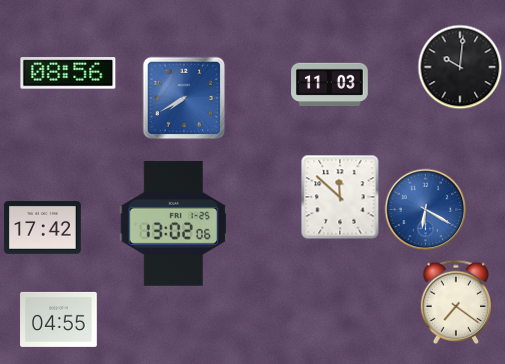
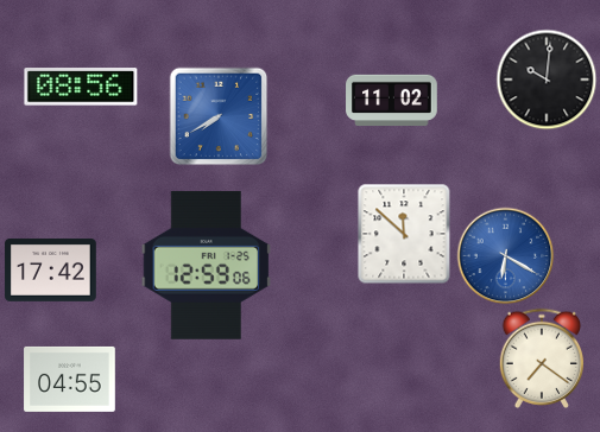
clock at (330, 85): 11:03 -> 11:02
clock at (425, 209) position: (425, 209) -> (505, 255)
clock at (174, 223): 13:02 -> 12:59
